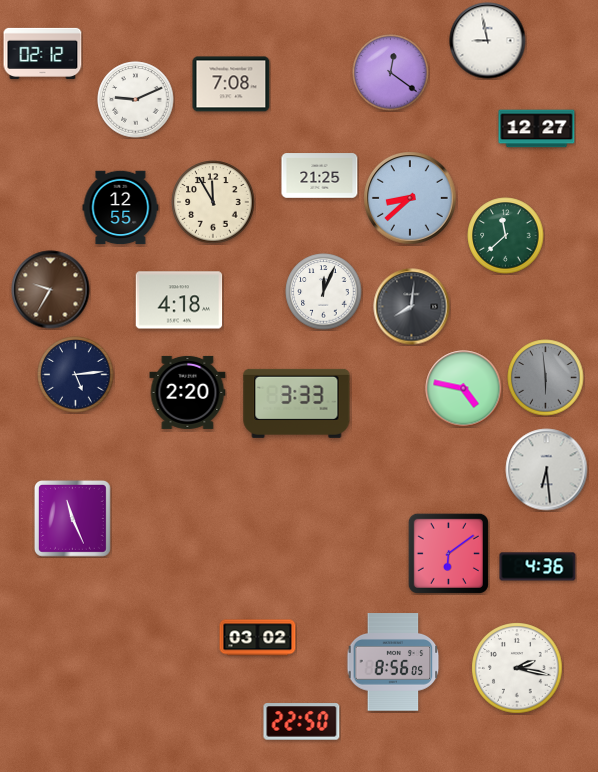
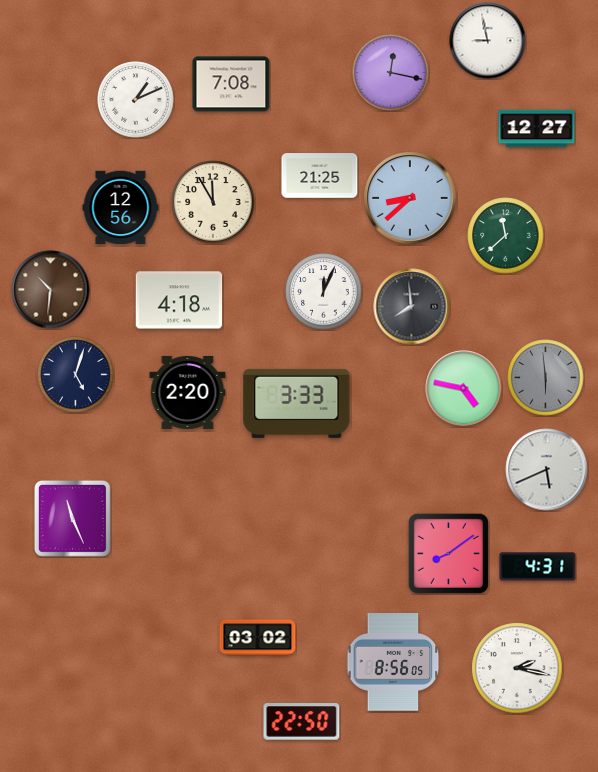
clock at (43, 53): 02:12 -> none
clock at (391, 73): 12:21 -> 12:17
clock at (136, 100): 9:11 -> 1:11
clock at (121, 208): 12:55 -> 12:56
clock at (51, 290): 9:35 -> 10:31
clock at (412, 307): 8:01 -> 7:59
clock at (76, 375): 5:14 -> 5:03
clock at (547, 470): 6:29 -> 5:41
clock at (448, 553): 6:09 -> 8:09
clock at (538, 567): 4:36 -> 4:31
